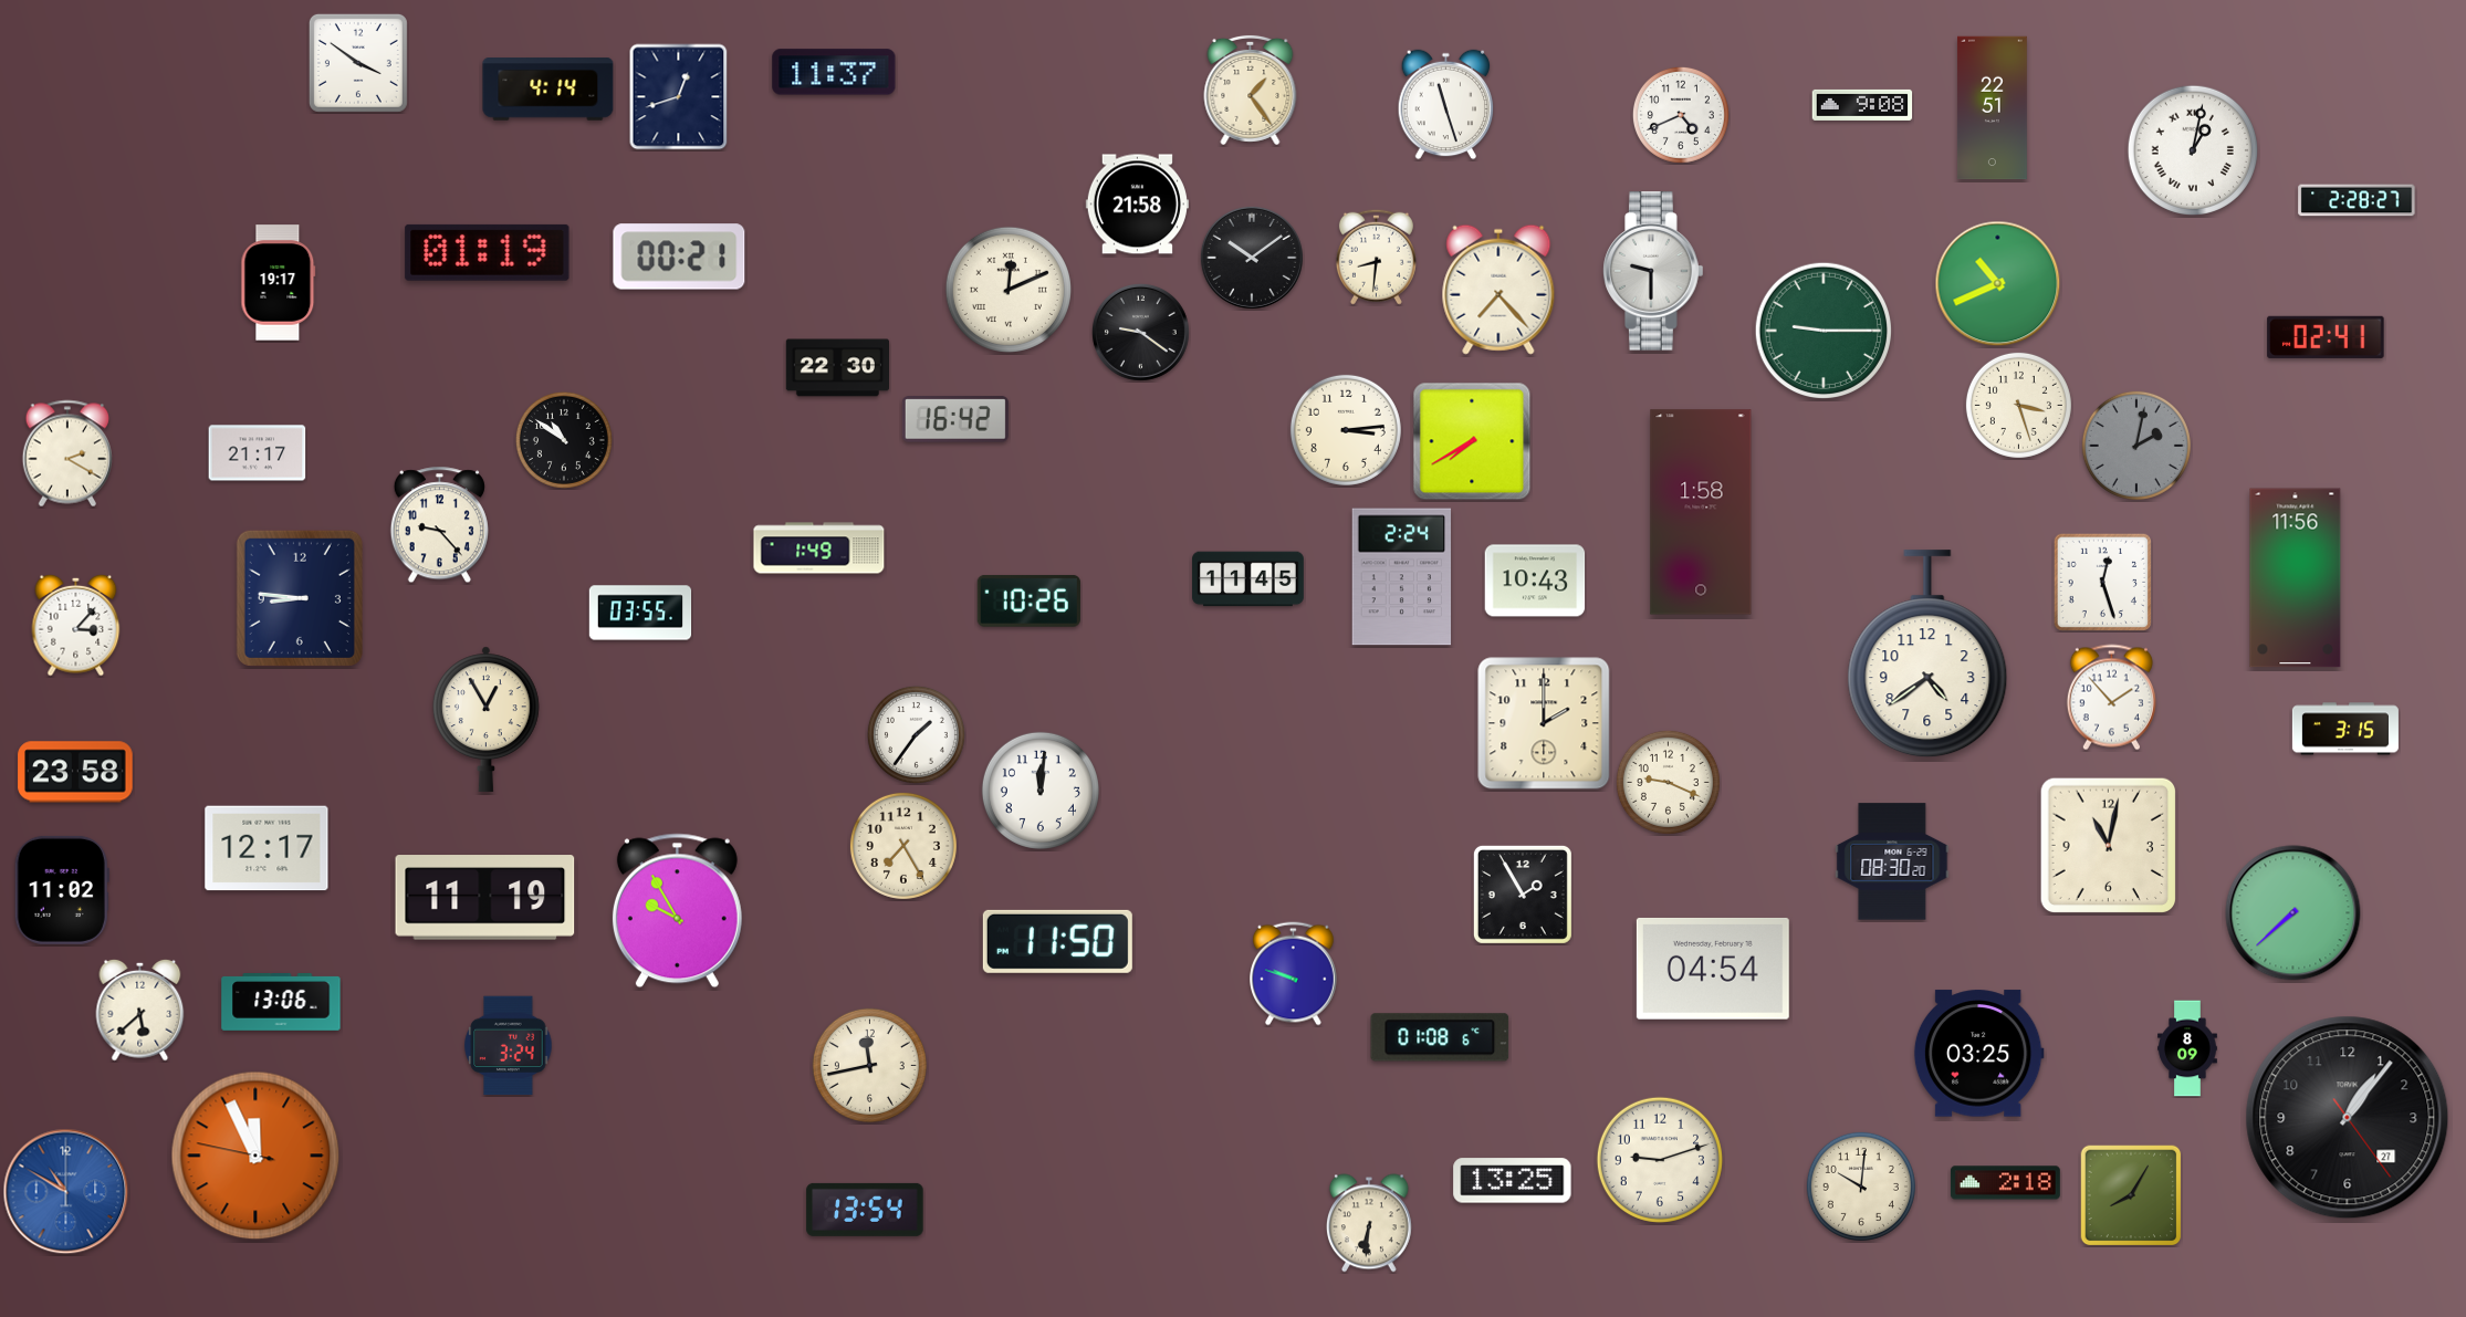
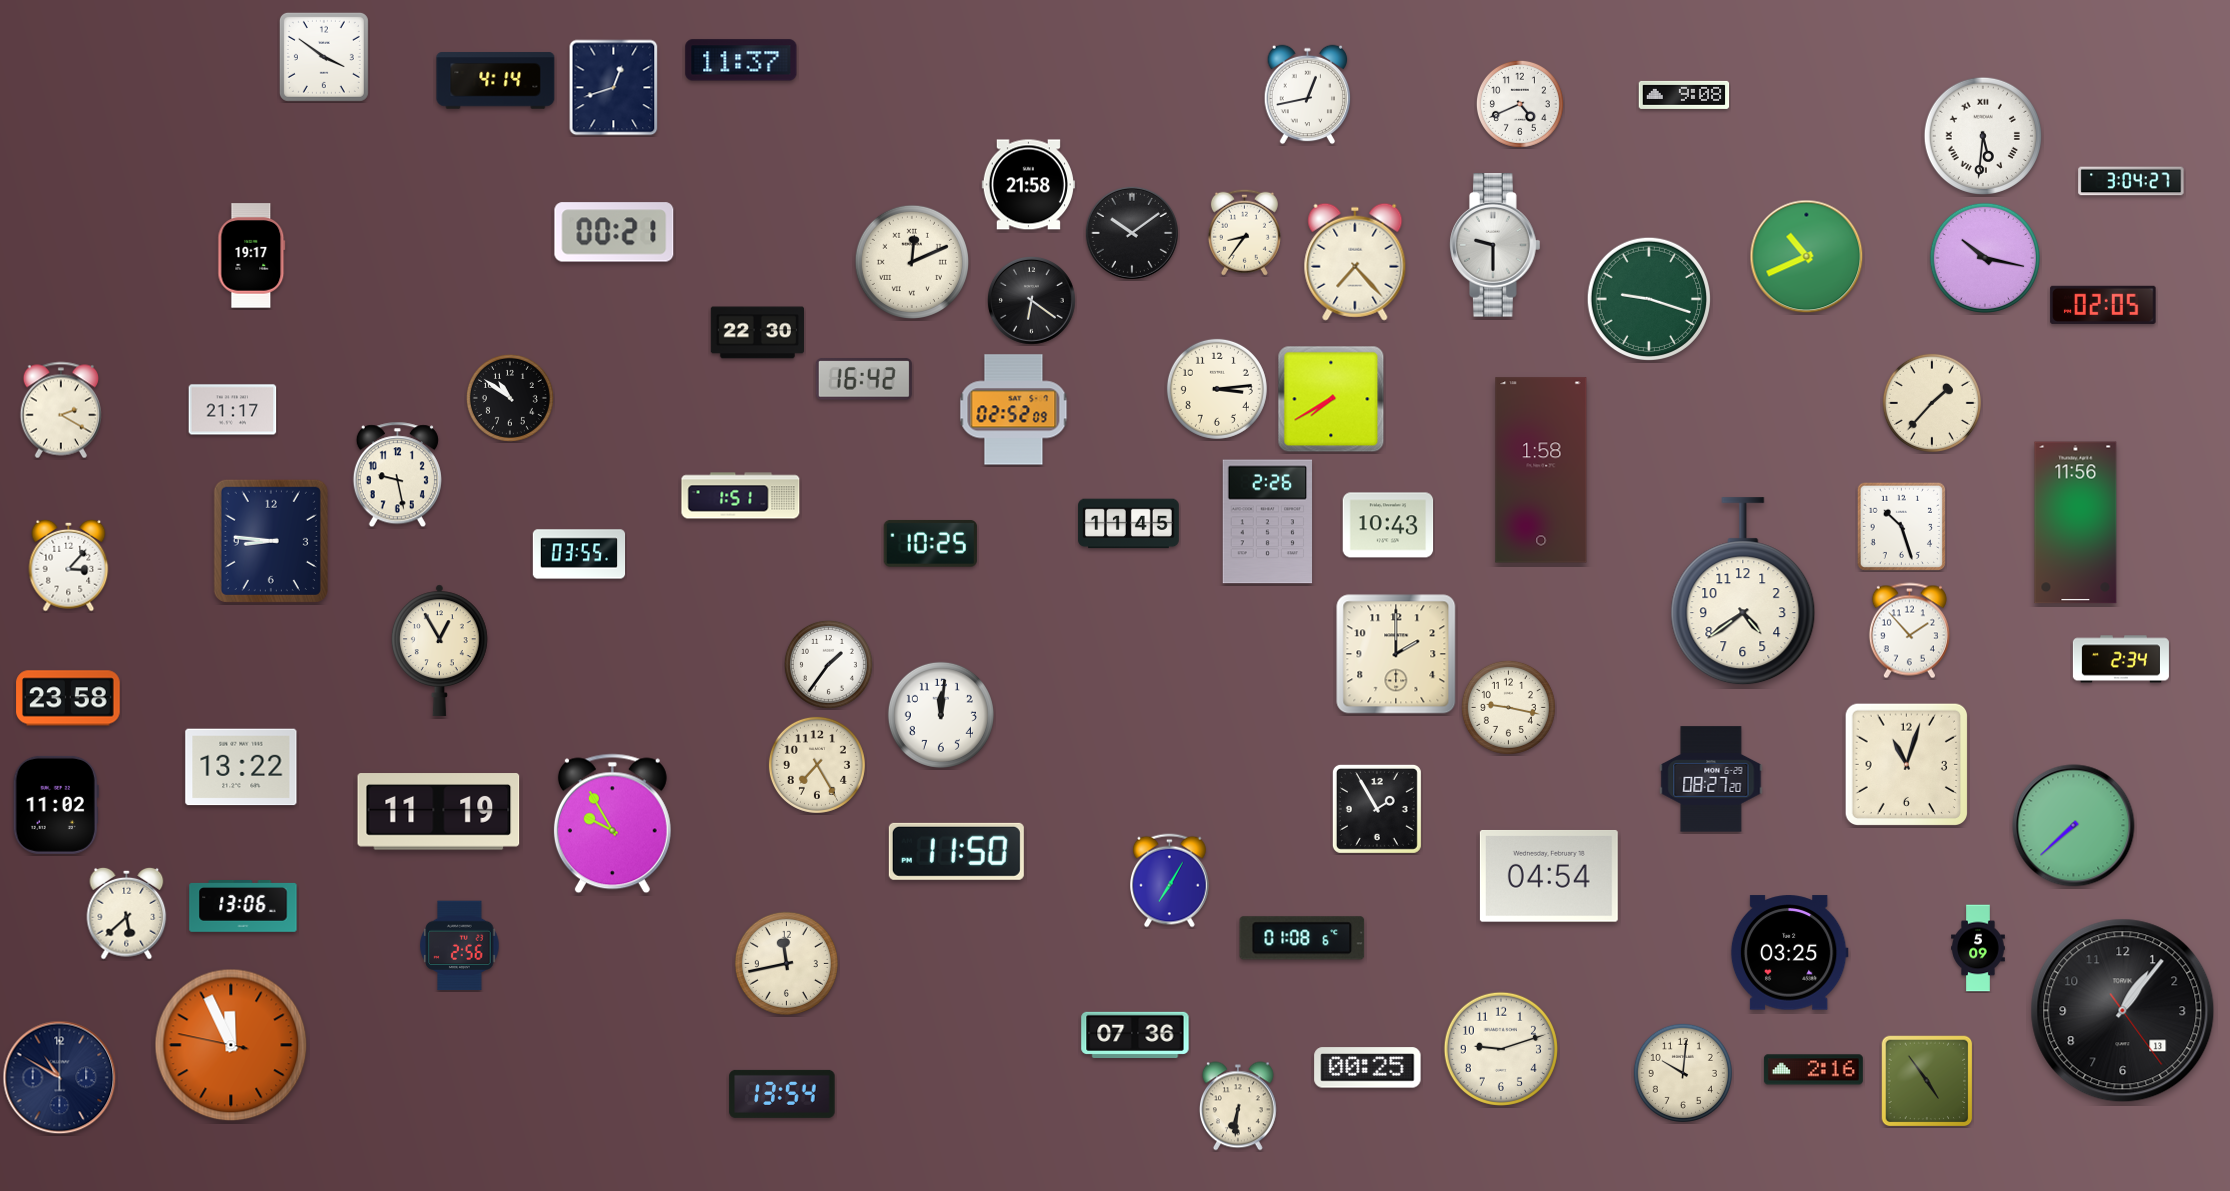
clock at (834, 72) position: (834, 72) -> (741, 60)
clock at (1251, 90): 1:24 -> none
clock at (1446, 105): 11:27 -> 12:43
clock at (1992, 108): 22:51 -> none
clock at (2192, 149): 1:02 -> 5:31
clock at (2357, 200): 2:28 -> 3:04
clock at (488, 252): 01:19 -> none
clock at (1376, 257): 8:31 -> 8:36
clock at (1985, 258): none -> 10:17
clock at (1822, 330): 9:15 -> 9:18
clock at (1140, 332): 9:21 -> 6:21
clock at (2326, 337): 02:41 -> 02:05
clock at (2018, 405): 3:27 -> none
clock at (2136, 446): 2:02 -> 1:37
clock at (2136, 446) dial: grey -> cream
clock at (1014, 410): none -> 02:52
clock at (1701, 512) position: (1701, 512) -> (1541, 470)
clock at (439, 525): 9:23 -> 9:28
clock at (819, 548): 1:49 -> 1:51
clock at (1402, 577): 2:24 -> 2:26
clock at (2102, 582): 12:27 -> 10:27
clock at (1028, 600): 10:26 -> 10:25
clock at (2345, 729): 3:15 -> 2:34
clock at (1668, 782): 9:19 -> 9:17
clock at (2108, 845): 11:02 -> 11:03
clock at (267, 848): 12:17 -> 13:22
clock at (1892, 861): 08:30 -> 08:27
clock at (1294, 974): 9:48 -> 7:05
clock at (281, 1002) position: (281, 1002) -> (243, 906)
clock at (509, 1046): 3:24 -> 2:56
clock at (2187, 1048): 8:09 -> 5:09
clock at (2348, 1118) date: 27 -> 13
clock at (1135, 1034): none -> 07:36
clock at (1513, 1181): 13:25 -> 00:25
clock at (2005, 1183): 2:18 -> 2:16
clock at (66, 1192) dial: blue -> navy
clock at (2131, 1195): 8:05 -> 4:54
